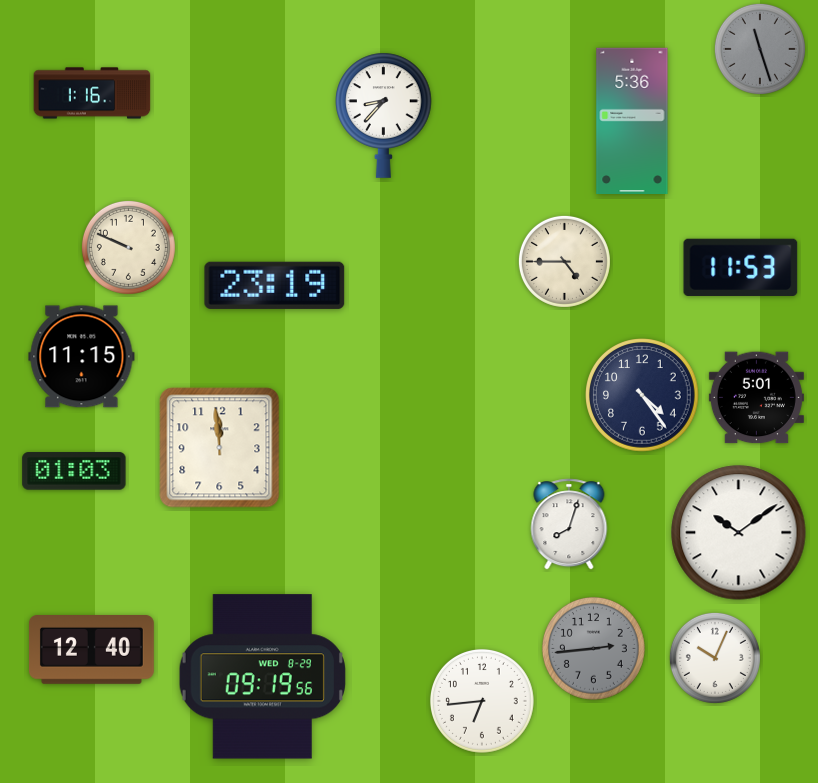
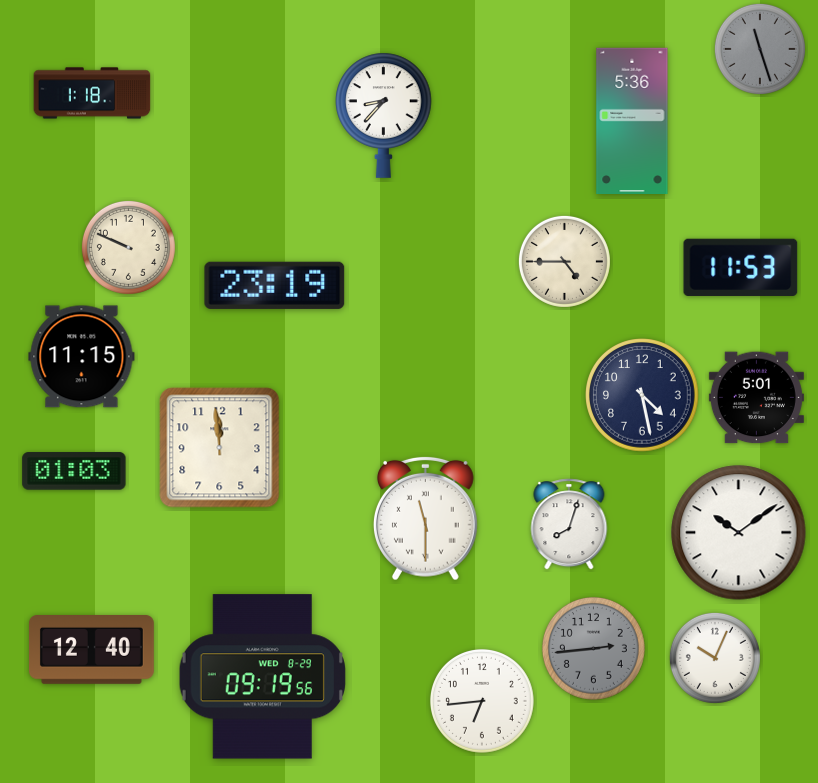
clock at (92, 93): 1:16 -> 1:18
clock at (643, 396): 4:24 -> 4:28
clock at (425, 518): none -> 11:30
